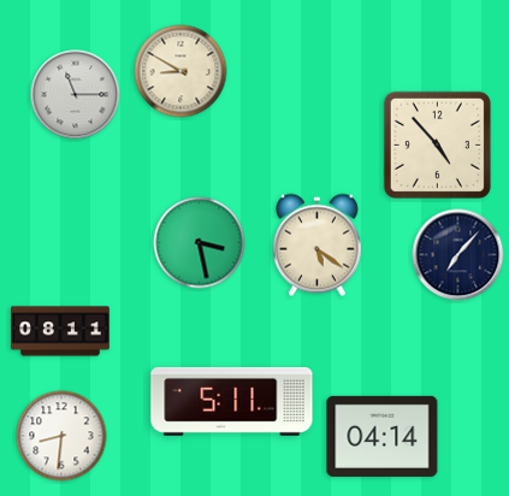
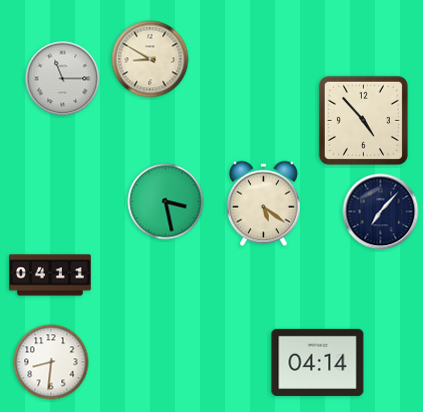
clock at (61, 331): 08:11 -> 04:11
clock at (232, 401): 5:11 -> none
